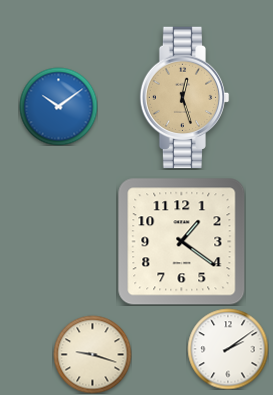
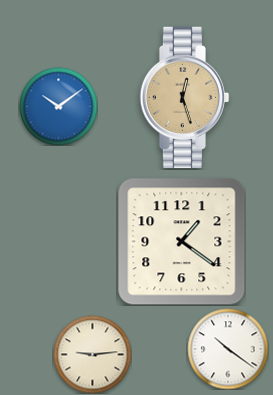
clock at (228, 349): 2:09 -> 10:21
clock at (92, 354): 9:18 -> 9:14
